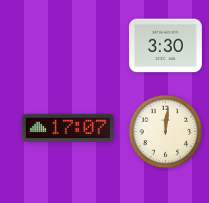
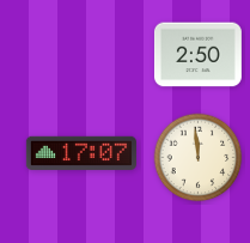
clock at (165, 46): 3:30 -> 2:50
clock at (166, 132): 12:01 -> 11:59
